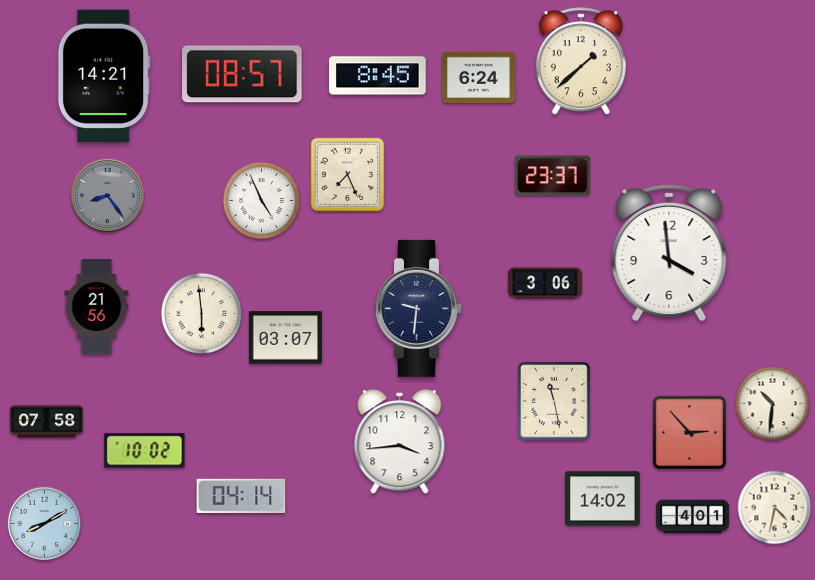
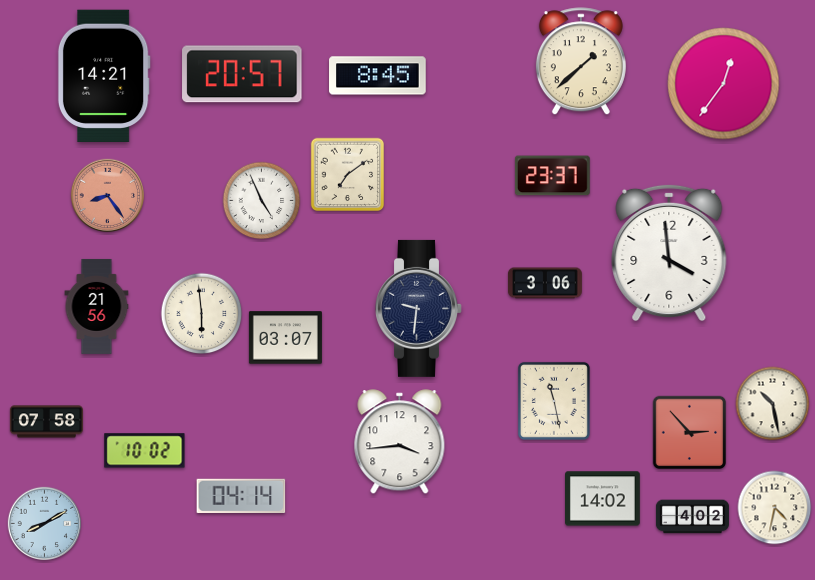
clock at (242, 74): 08:57 -> 20:57
clock at (478, 77): 6:24 -> none
clock at (724, 84): none -> 12:36
clock at (348, 175): 7:26 -> 7:09
clock at (108, 196) dial: grey -> salmon
clock at (773, 404): 10:31 -> 10:28
clock at (692, 517): 4:01 -> 4:02
